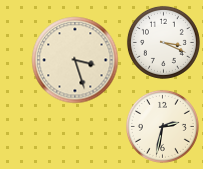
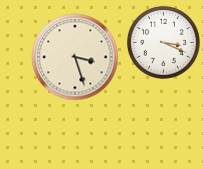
clock at (75, 60) position: (75, 60) -> (75, 57)
clock at (162, 126): 2:32 -> none
